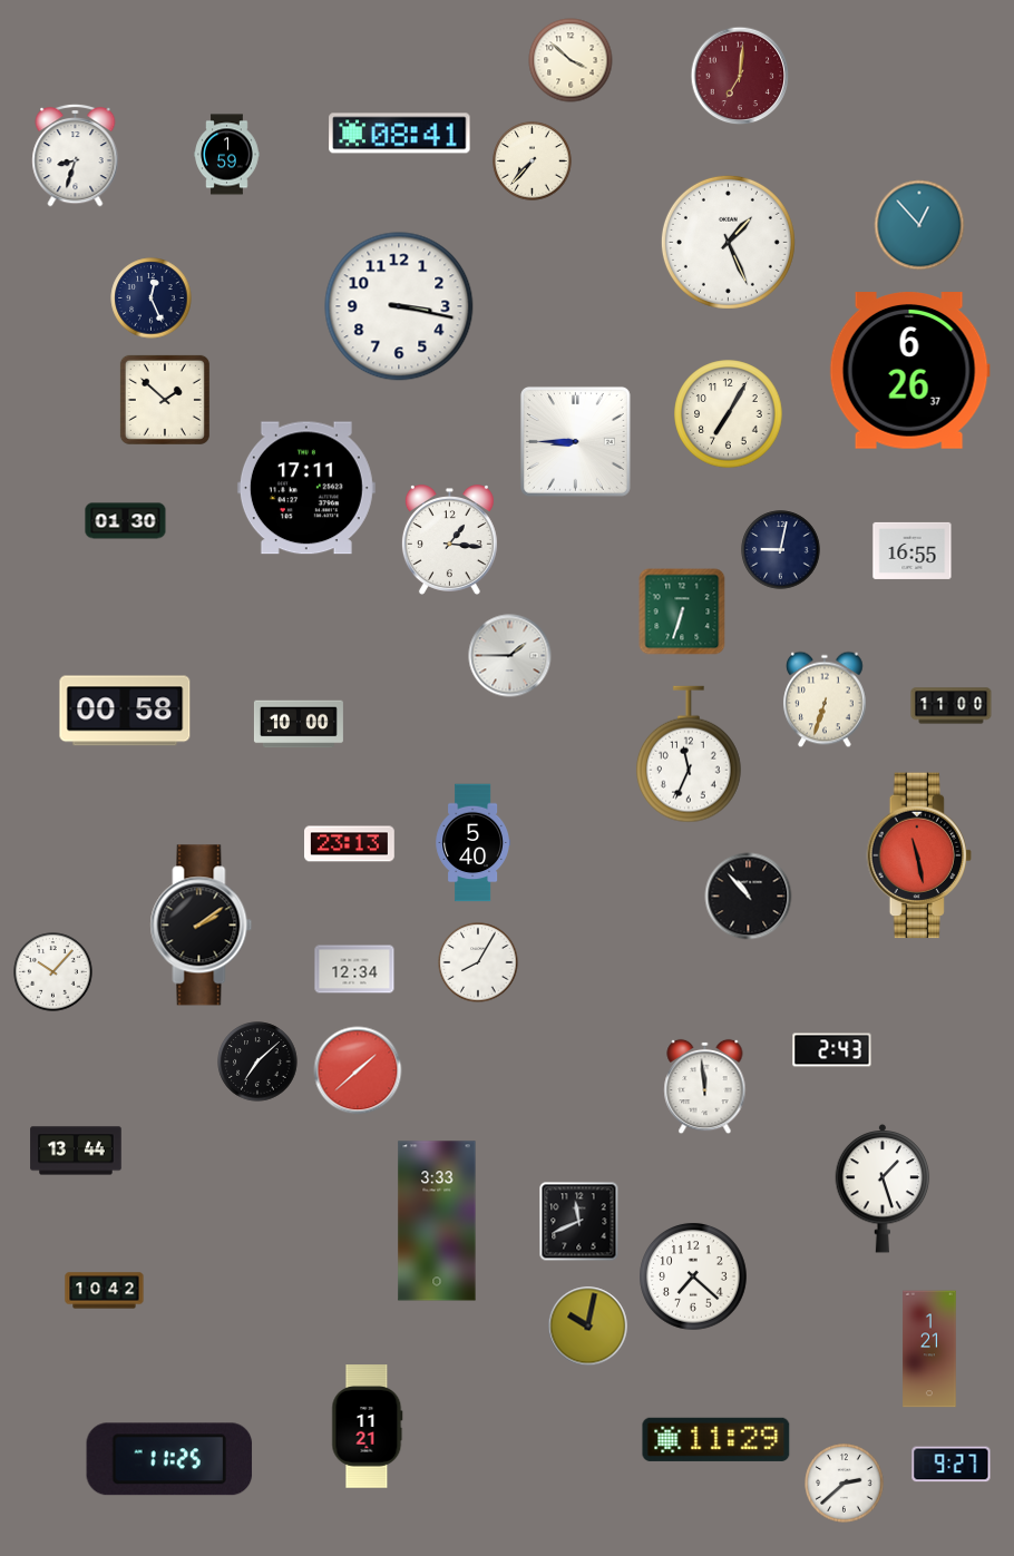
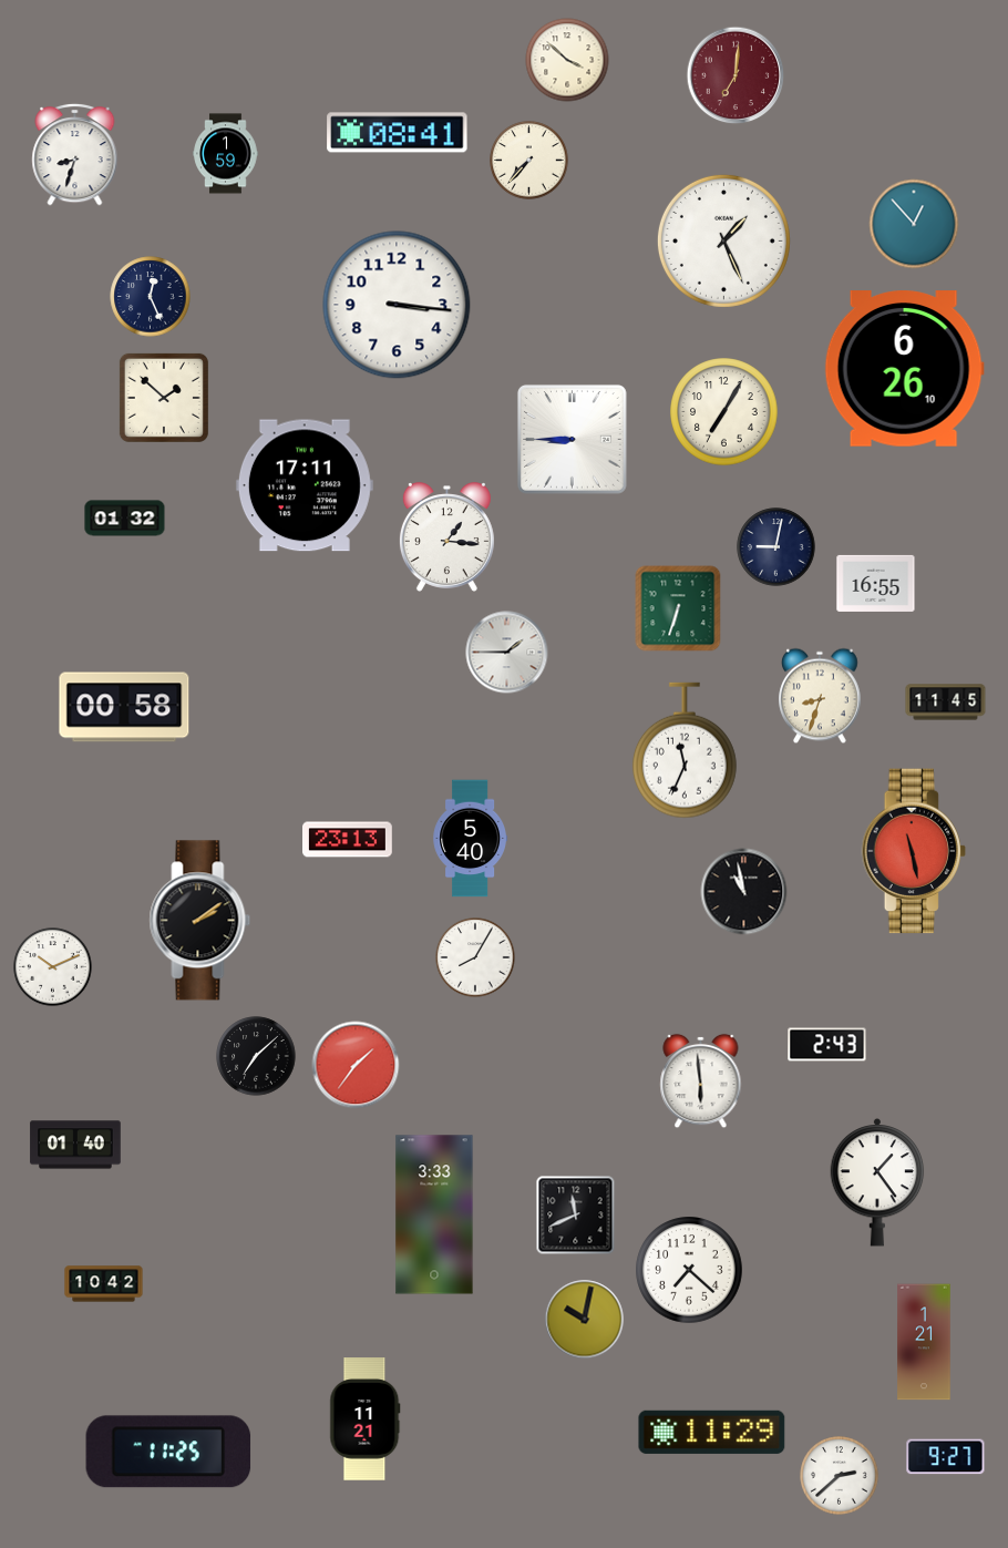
clock at (399, 306): 3:17 -> 3:16
clock at (909, 371): 6:26:37 -> 6:26:10
clock at (126, 521): 01:30 -> 01:32
clock at (913, 550) position: (913, 550) -> (876, 583)
clock at (825, 699): 6:33 -> 8:33
clock at (952, 706): 11:00 -> 11:45
clock at (299, 724): 10:00 -> none
clock at (749, 897): 10:53 -> 10:58
clock at (354, 969): 12:34 -> none
clock at (53, 972): 10:07 -> 10:11
clock at (358, 1070): 1:38 -> 1:36
clock at (705, 1087): 11:59 -> 5:59
clock at (76, 1151): 13:44 -> 01:40
clock at (883, 1188): 1:27 -> 1:24
